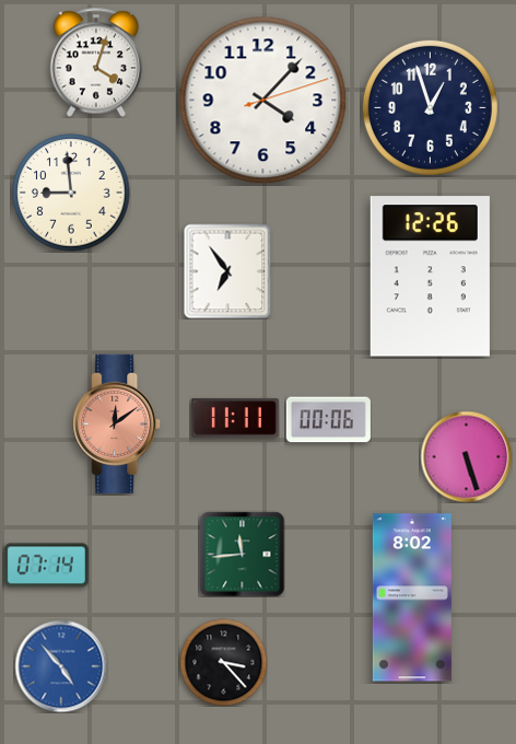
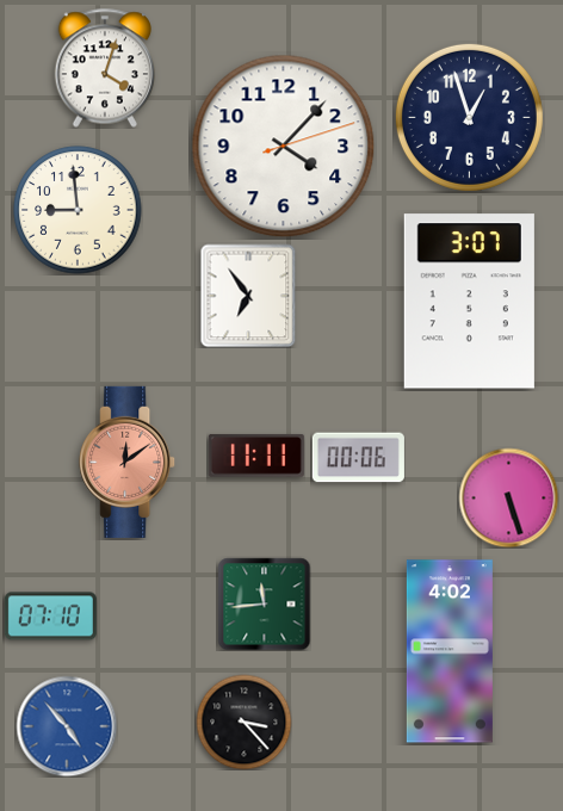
clock at (263, 101) position: (263, 101) -> (284, 147)
clock at (430, 277): 12:26 -> 3:07
clock at (46, 566): 07:14 -> 07:10
clock at (412, 597): 8:02 -> 4:02
